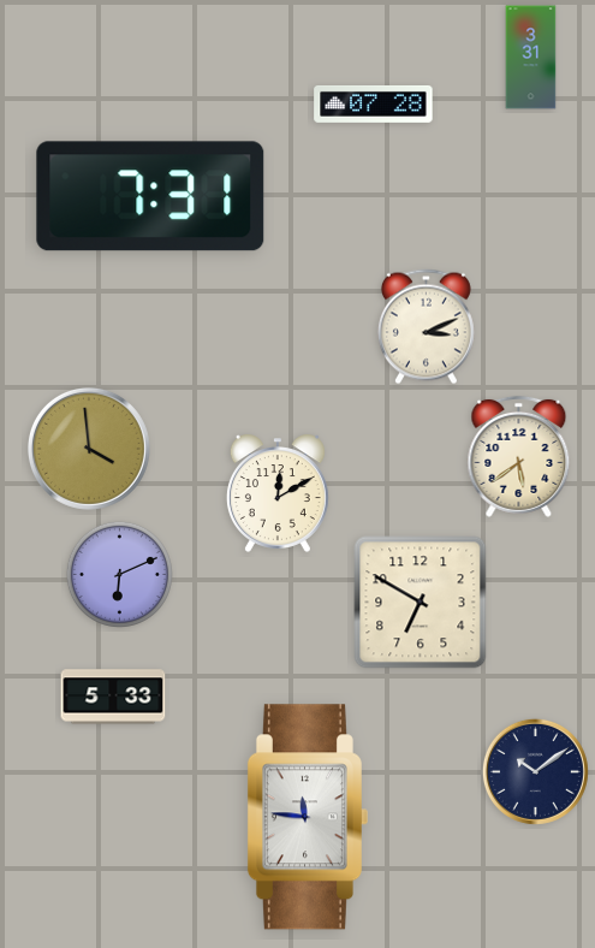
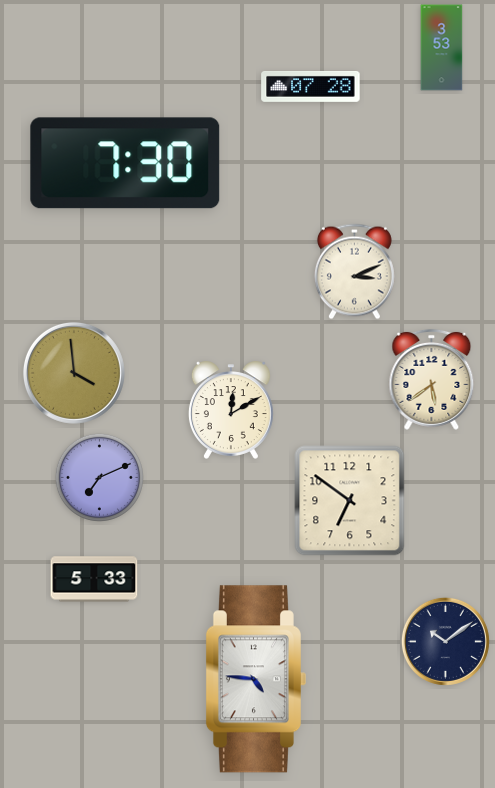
clock at (531, 58): 3:31 -> 3:53
clock at (150, 196): 7:31 -> 7:30
clock at (119, 574): 6:11 -> 7:11
clock at (421, 603): 6:50 -> 6:51
clock at (308, 817): 11:46 -> 4:46
